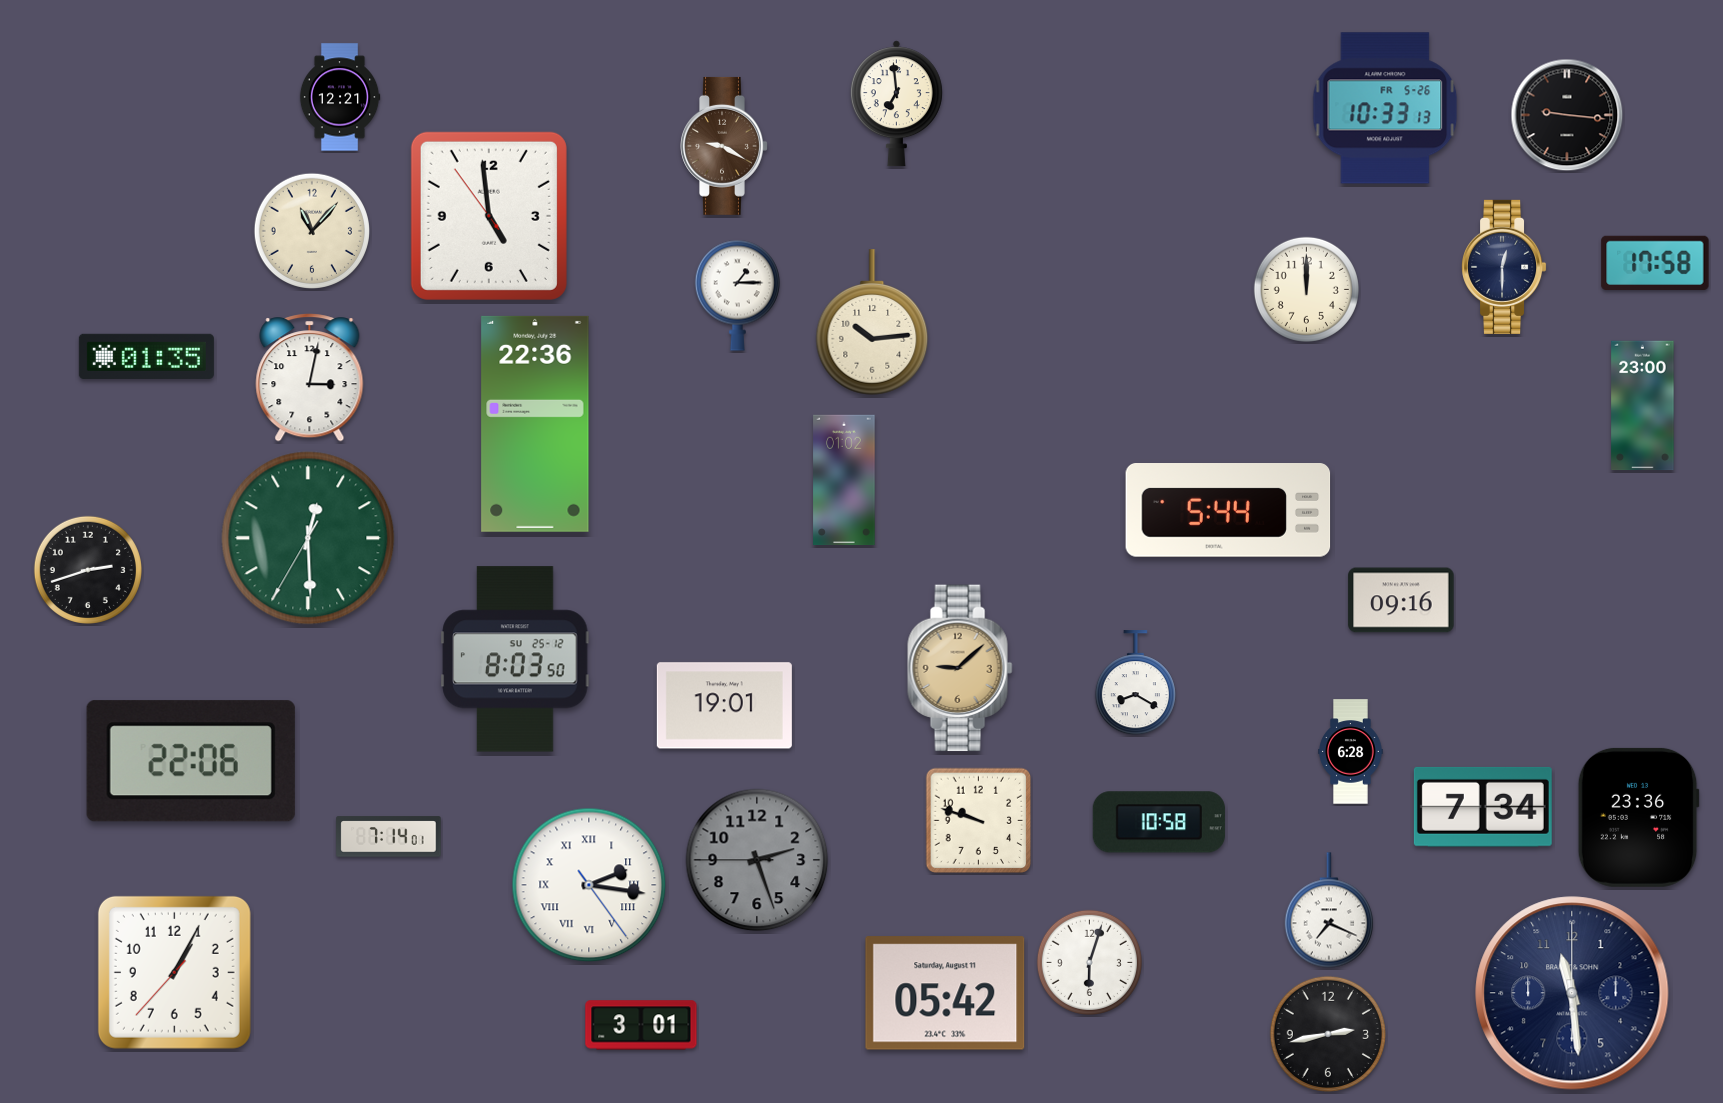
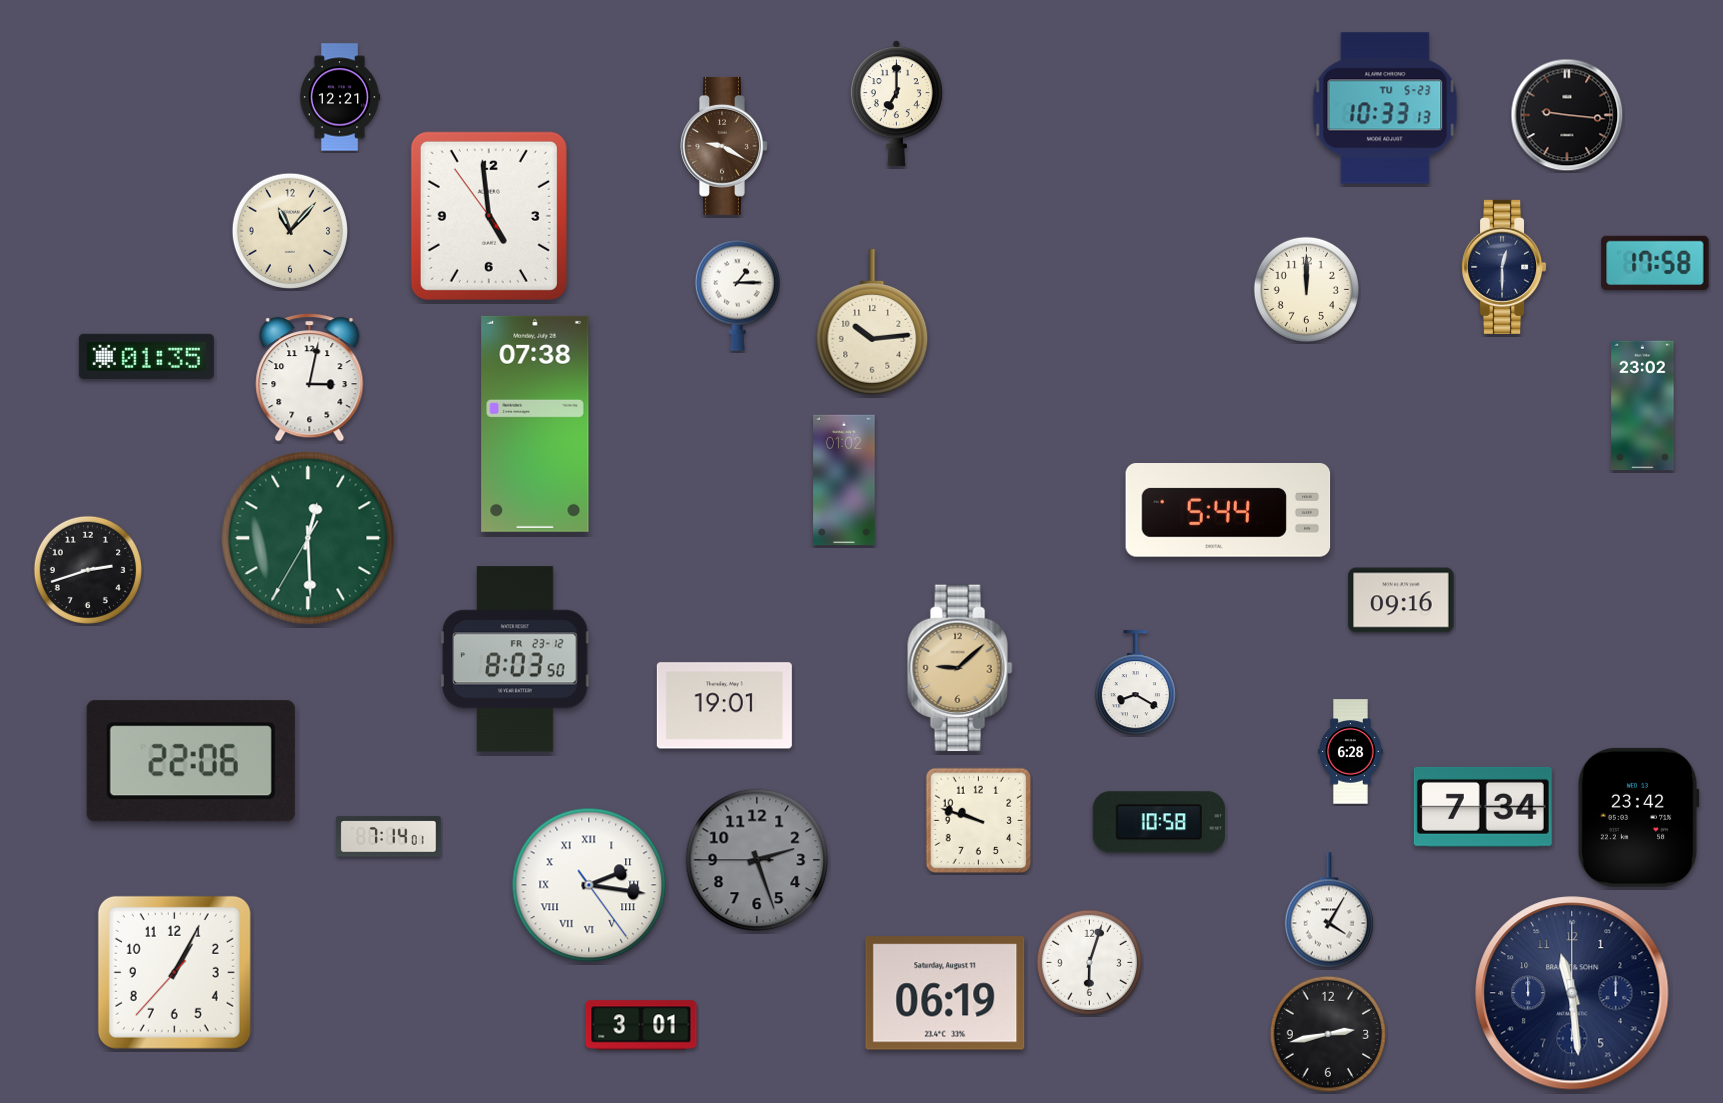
clock at (896, 104): 6:59 -> 7:00
clock at (1385, 108) date: FR 5-26 -> TU 5-23
clock at (311, 230) position: (311, 230) -> (289, 230)
clock at (1643, 406): 23:00 -> 23:02
clock at (535, 424): 22:36 -> 07:38
clock at (515, 659) date: SU 25-12 -> FR 23-12
clock at (1638, 817): 23:36 -> 23:42
clock at (1329, 910): 7:19 -> 4:05
clock at (945, 993): 05:42 -> 06:19
